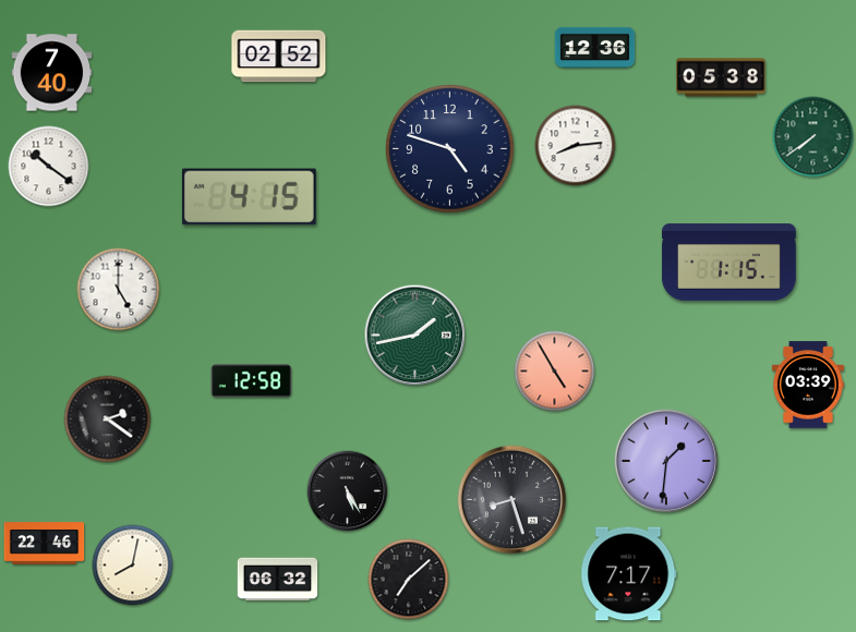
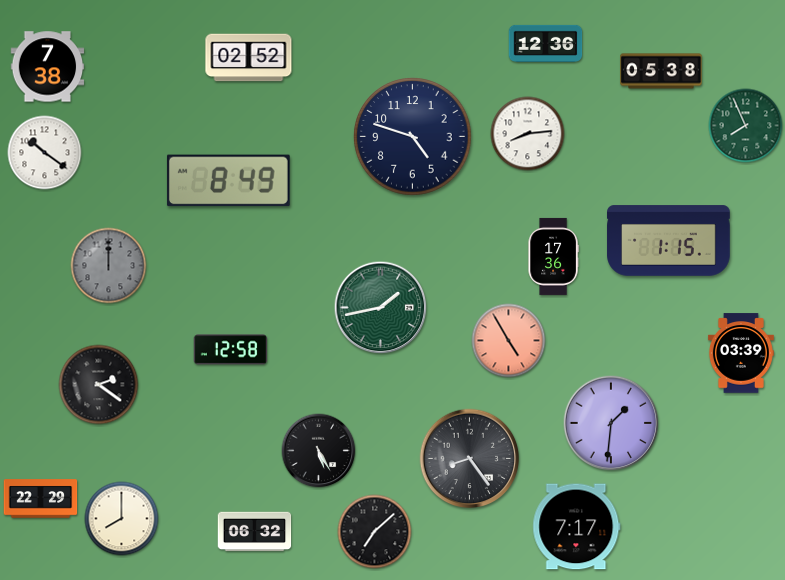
clock at (279, 57) position: (279, 57) -> (249, 58)
clock at (52, 73): 7:40 -> 7:38
clock at (813, 137): 7:39 -> 7:56
clock at (249, 197): 4:15 -> 8:49
clock at (553, 256): none -> 17:36
clock at (119, 290): 5:00 -> 12:00
clock at (119, 290) dial: white -> grey
clock at (513, 500): 8:27 -> 8:24
clock at (45, 544): 22:46 -> 22:29
clock at (133, 566): 8:02 -> 8:00
